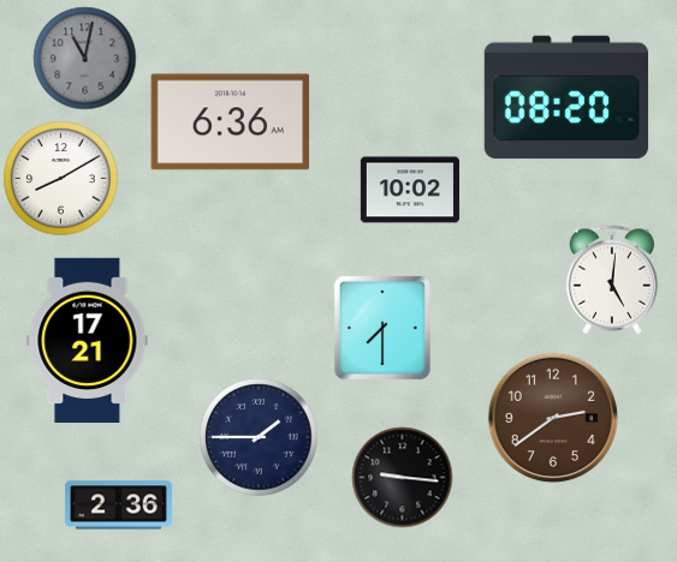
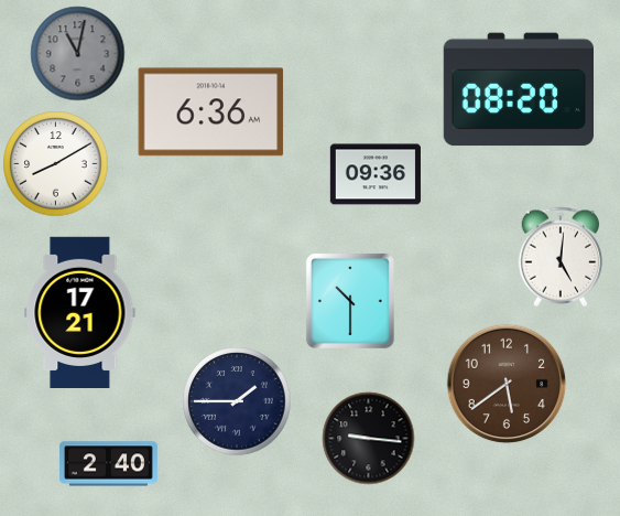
clock at (410, 190): 10:02 -> 09:36
clock at (382, 328): 7:30 -> 10:30
clock at (553, 418): 2:39 -> 5:39
clock at (118, 506): 2:36 -> 2:40
